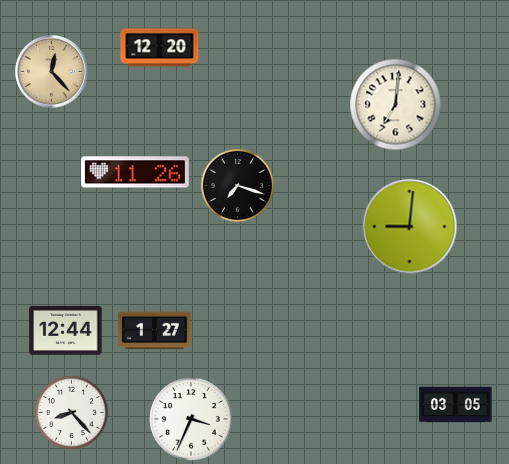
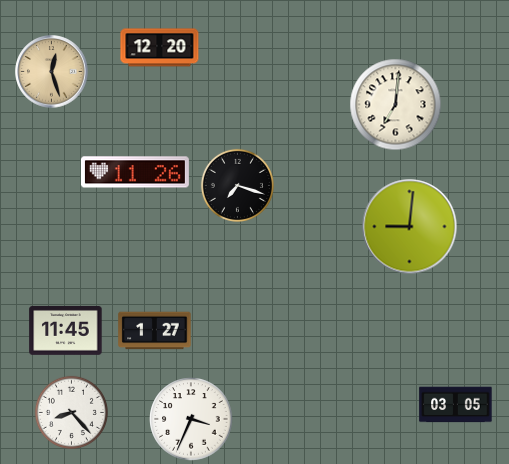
clock at (52, 72): 12:23 -> 12:27
clock at (66, 330): 12:44 -> 11:45
